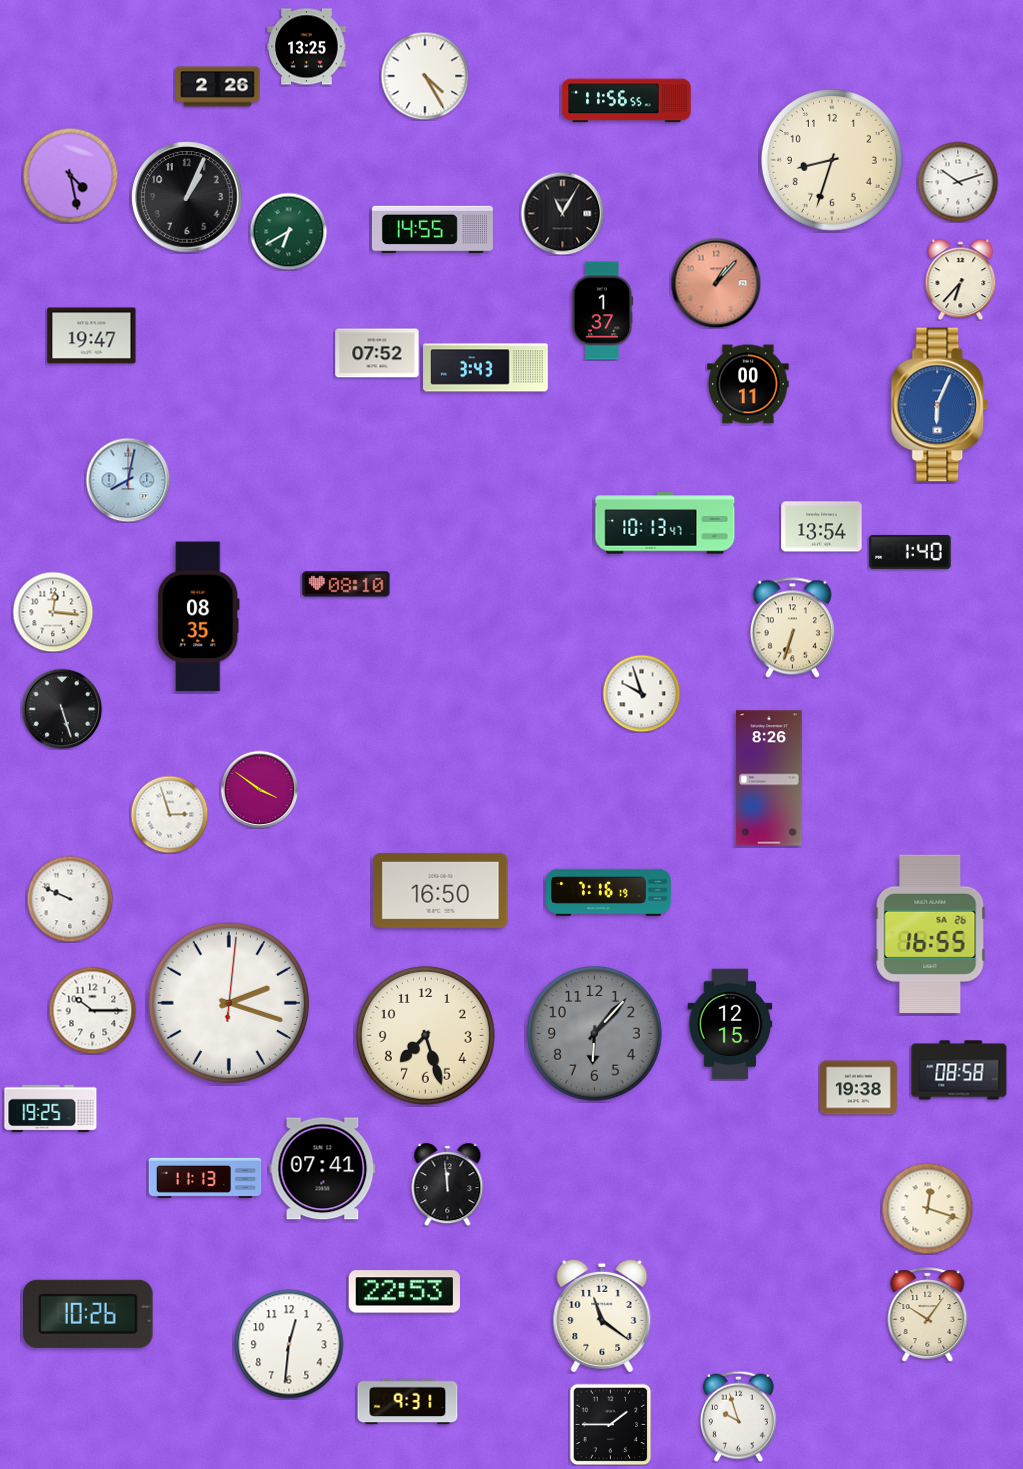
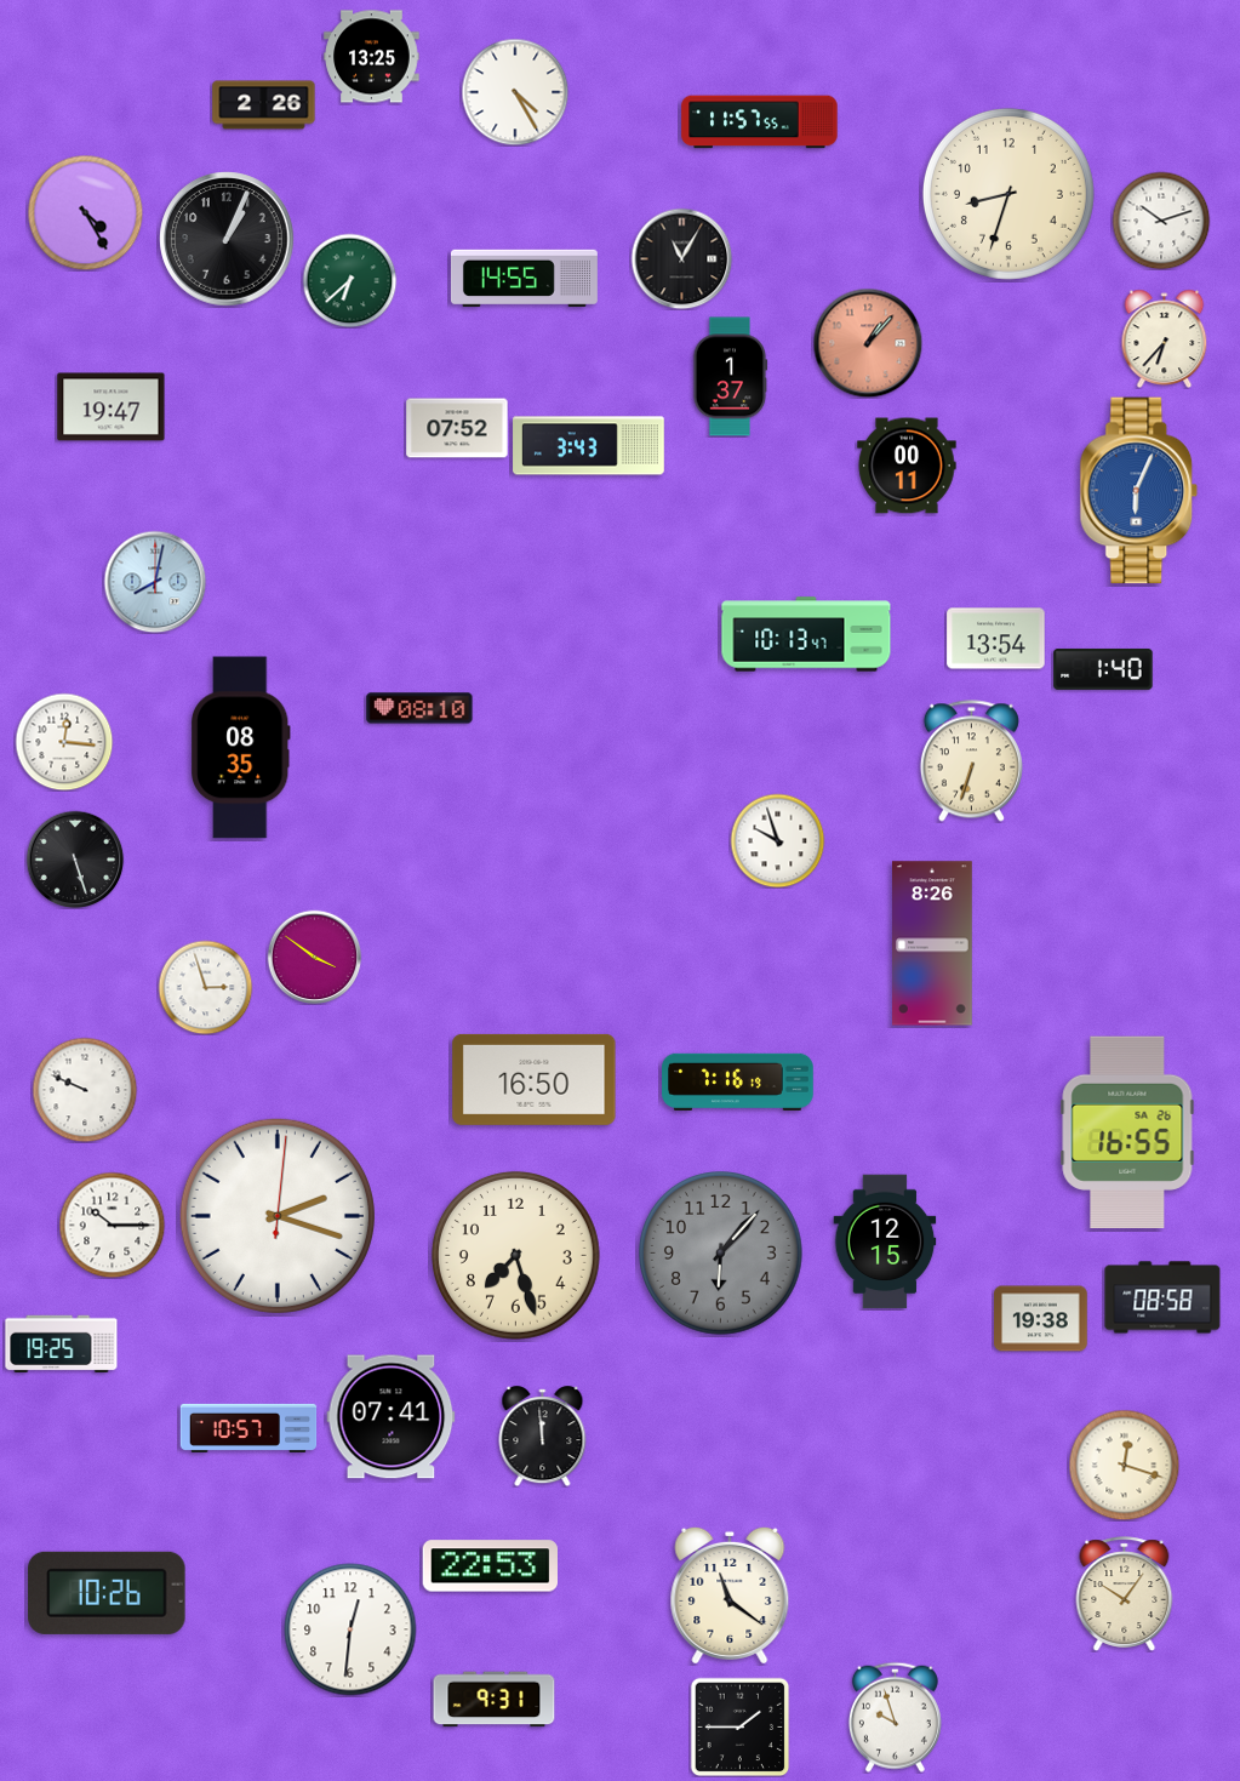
clock at (627, 101): 11:56 -> 11:57
clock at (70, 175): 4:28 -> 4:25
clock at (288, 231): 6:40 -> 6:38
clock at (792, 628) position: (792, 628) -> (971, 761)
clock at (205, 1178): 11:13 -> 10:57
